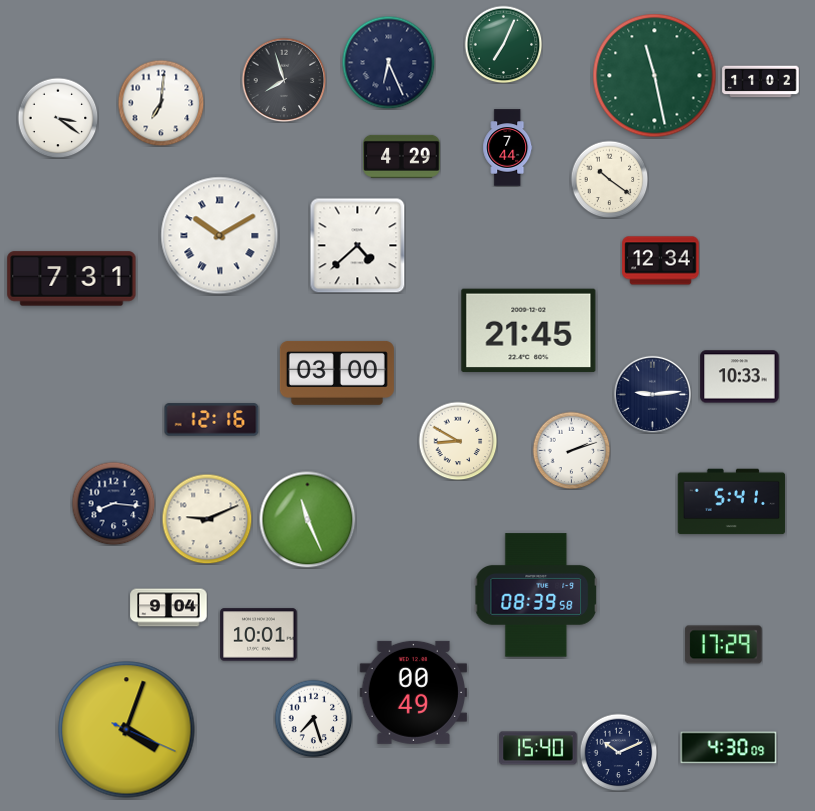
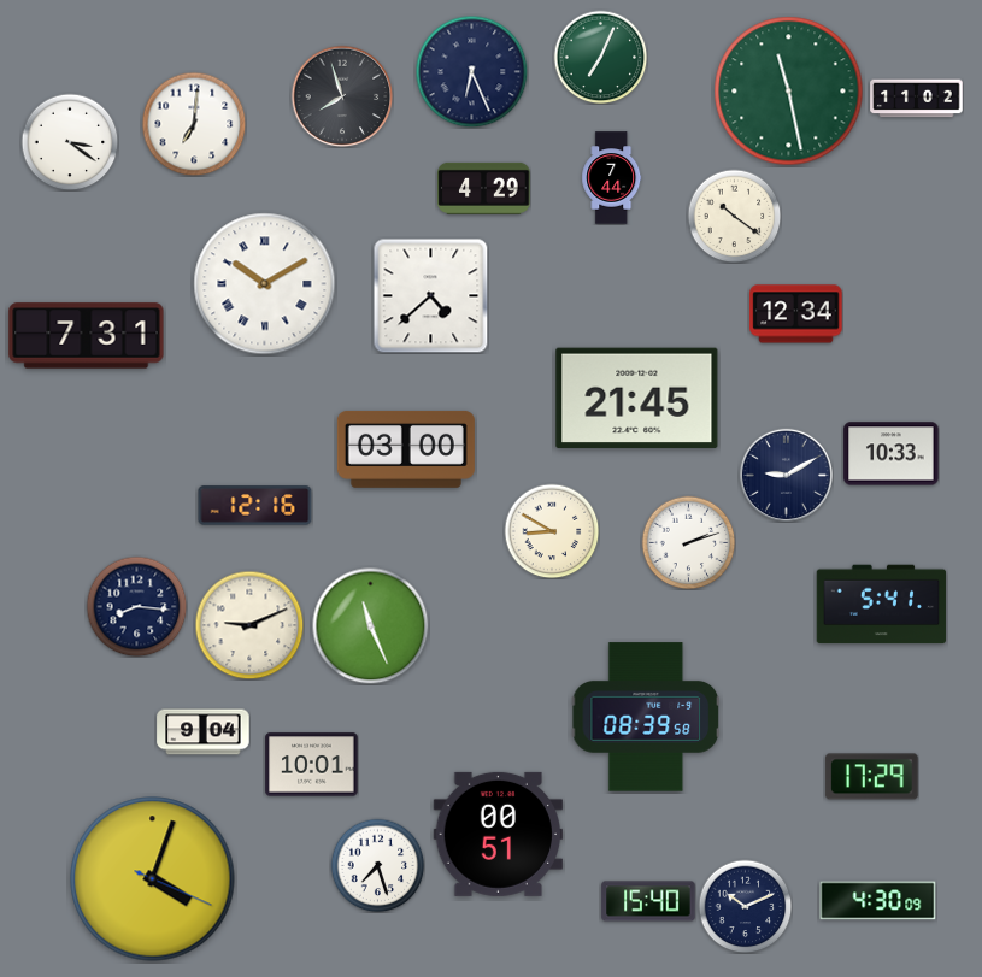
clock at (503, 44) position: (503, 44) -> (600, 57)
clock at (388, 62) position: (388, 62) -> (471, 71)
clock at (652, 394): 9:14 -> 9:10
clock at (413, 692): 00:49 -> 00:51
